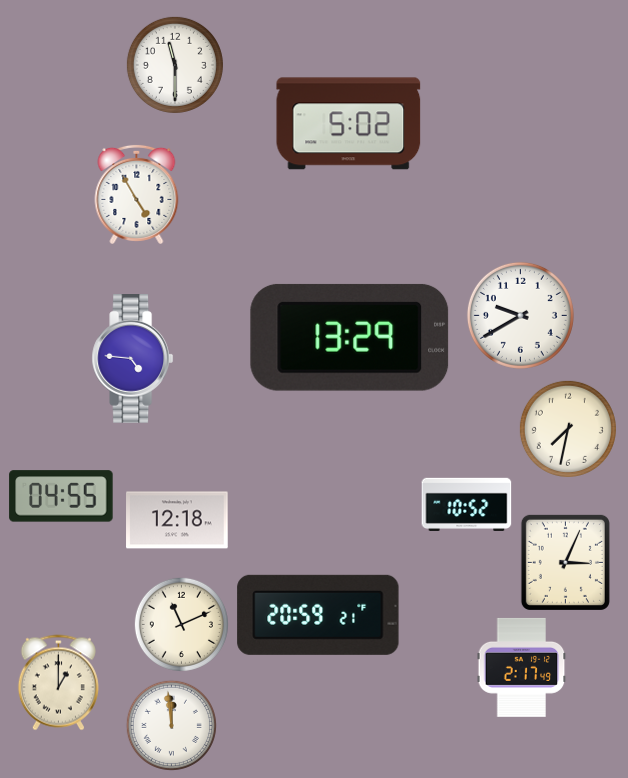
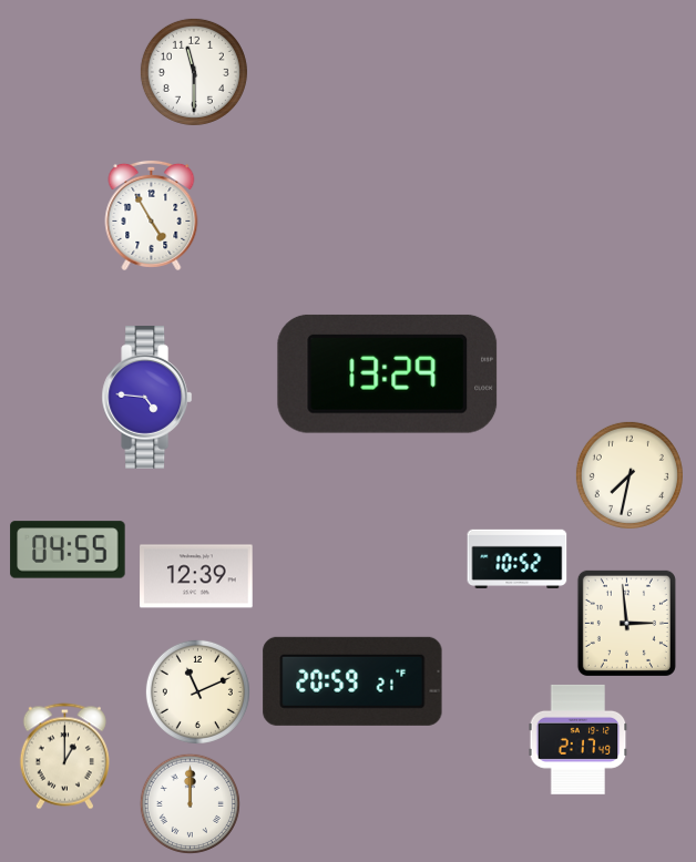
clock at (349, 124): 5:02 -> none
clock at (520, 315): 9:40 -> none
clock at (177, 520): 12:18 -> 12:39
clock at (565, 562): 3:04 -> 2:59
clock at (181, 624) position: (181, 624) -> (197, 691)
clock at (171, 725): 11:59 -> 12:00
